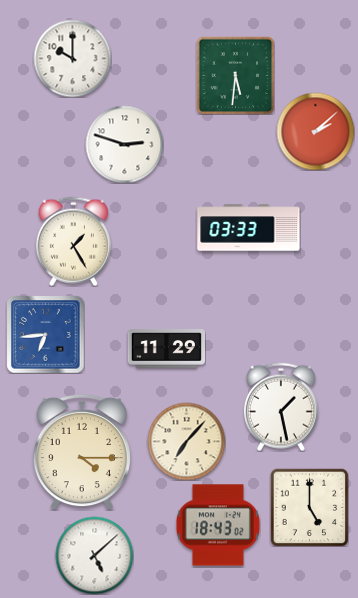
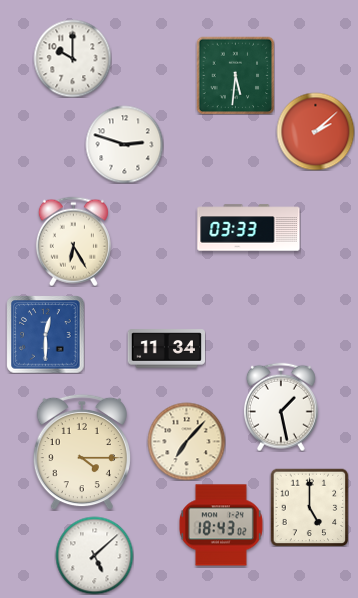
clock at (73, 241): 1:25 -> 6:25
clock at (45, 334): 6:44 -> 12:30
clock at (166, 349): 11:29 -> 11:34
clock at (218, 525) position: (218, 525) -> (221, 525)
